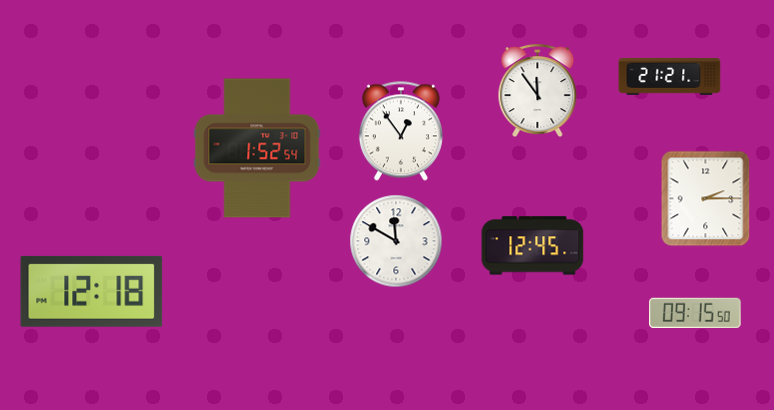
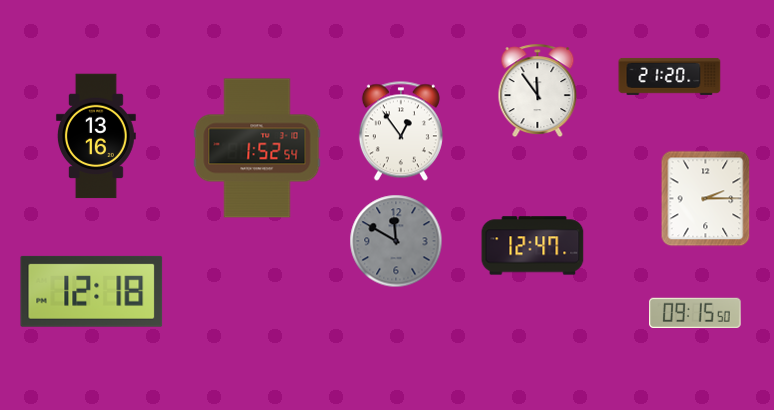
clock at (670, 76): 21:21 -> 21:20
clock at (96, 136): none -> 13:16
clock at (396, 241) dial: white -> grey
clock at (533, 246): 12:45 -> 12:47
